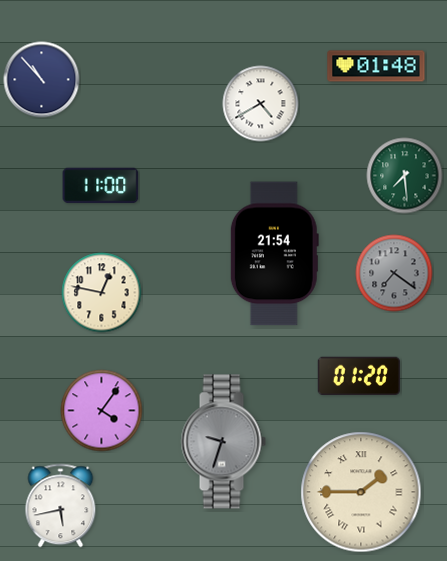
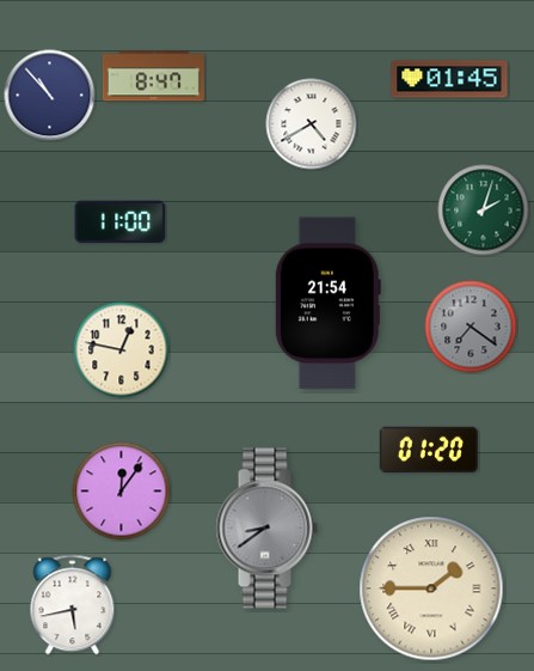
clock at (153, 77): none -> 8:47
clock at (376, 66): 01:48 -> 01:45
clock at (405, 176): 7:29 -> 2:03
clock at (102, 411): 4:06 -> 12:06
clock at (223, 442): 9:33 -> 8:39
